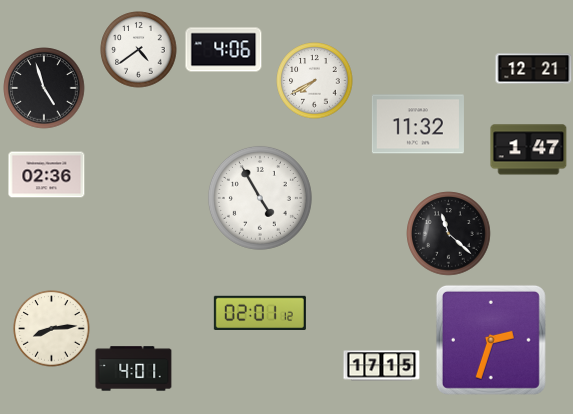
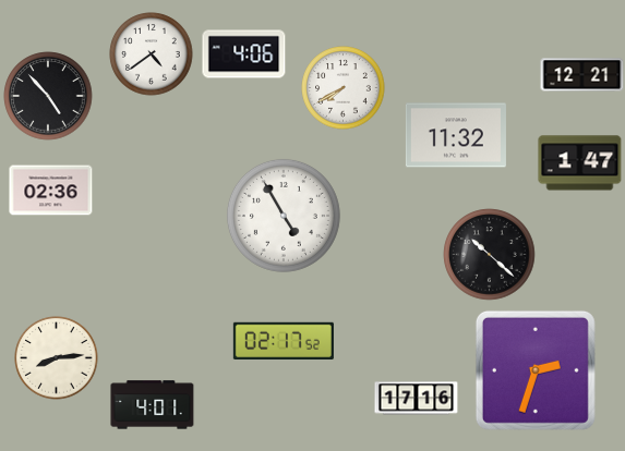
clock at (44, 88): 4:57 -> 4:53
clock at (529, 150) position: (529, 150) -> (580, 163)
clock at (449, 234): 11:22 -> 10:22
clock at (260, 312): 02:01 -> 02:17
clock at (382, 366): 17:15 -> 17:16
clock at (134, 369) position: (134, 369) -> (153, 405)
